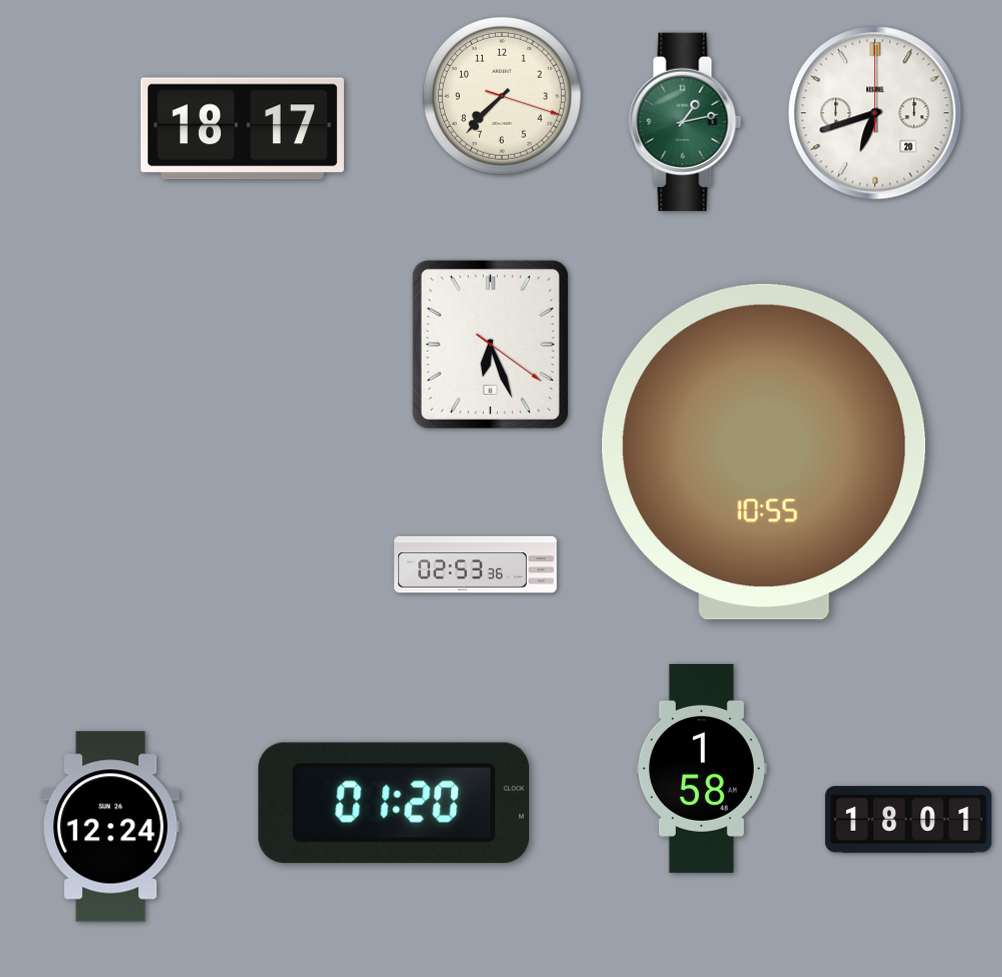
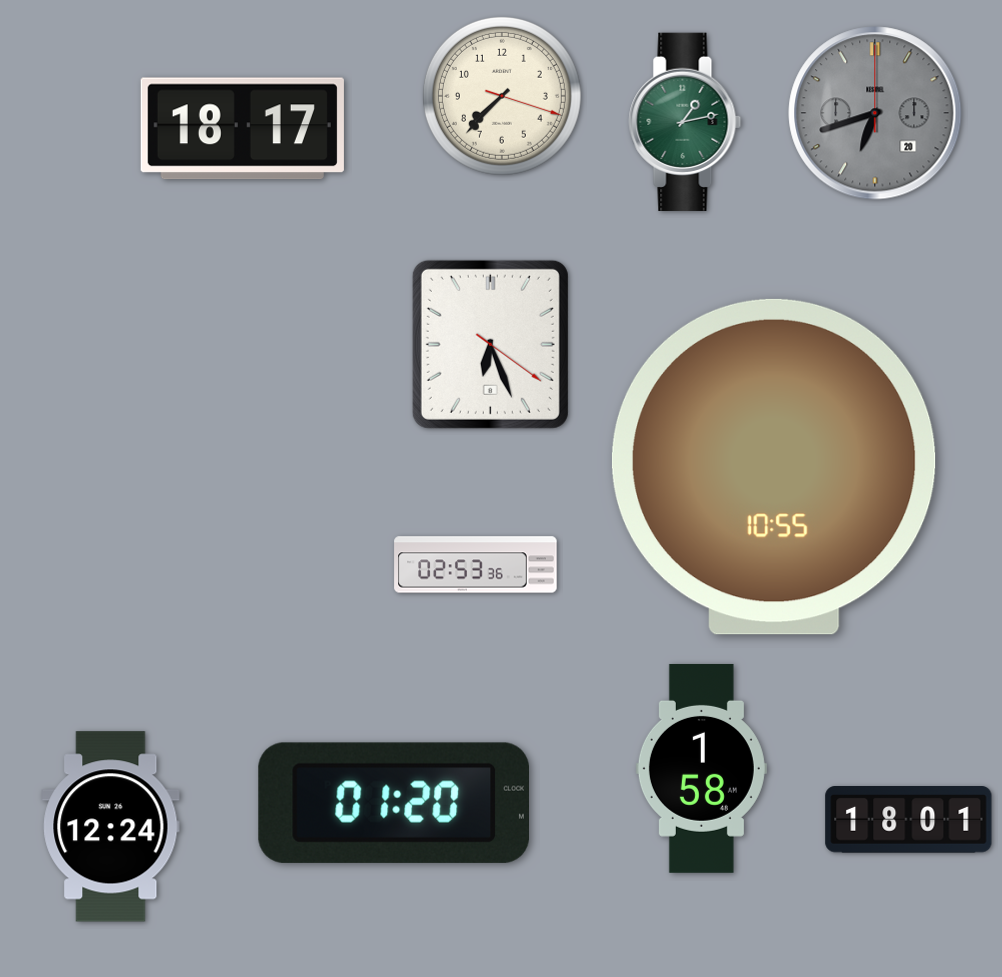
clock at (875, 113) dial: white -> grey
clock at (764, 452) position: (764, 452) -> (774, 467)
